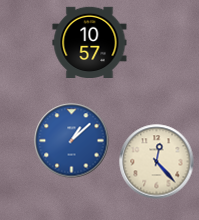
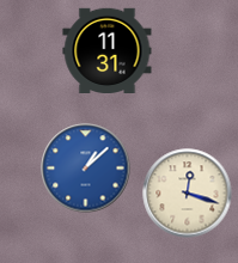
clock at (90, 42): 10:57 -> 11:31
clock at (157, 162): 12:23 -> 12:18
